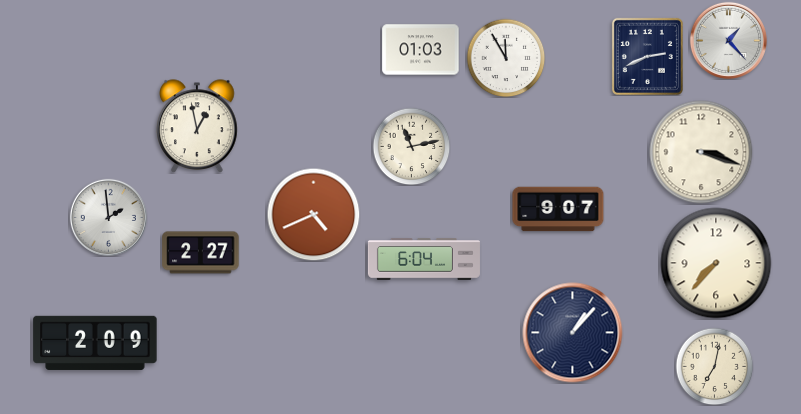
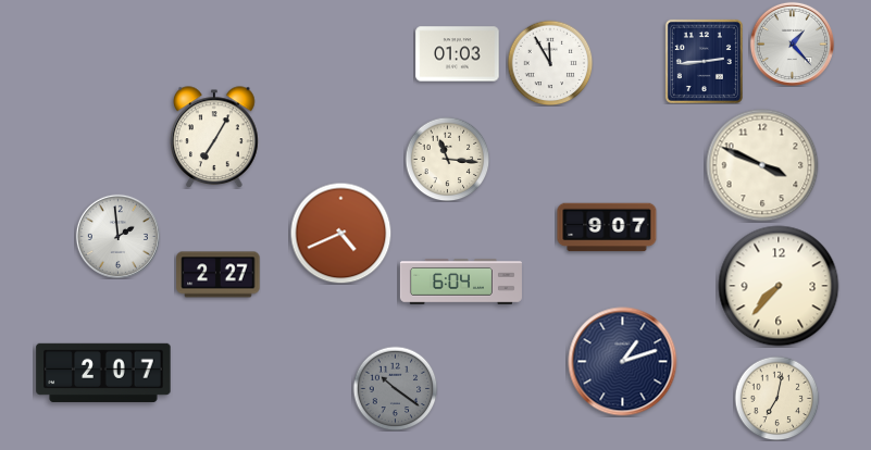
clock at (647, 56): 2:41 -> 2:44
clock at (197, 126): 12:58 -> 7:05
clock at (411, 146): 11:13 -> 11:16
clock at (701, 152): 3:18 -> 3:49
clock at (573, 333): 1:07 -> 1:12
clock at (95, 343): 2:09 -> 2:07
clock at (395, 388): none -> 10:21
